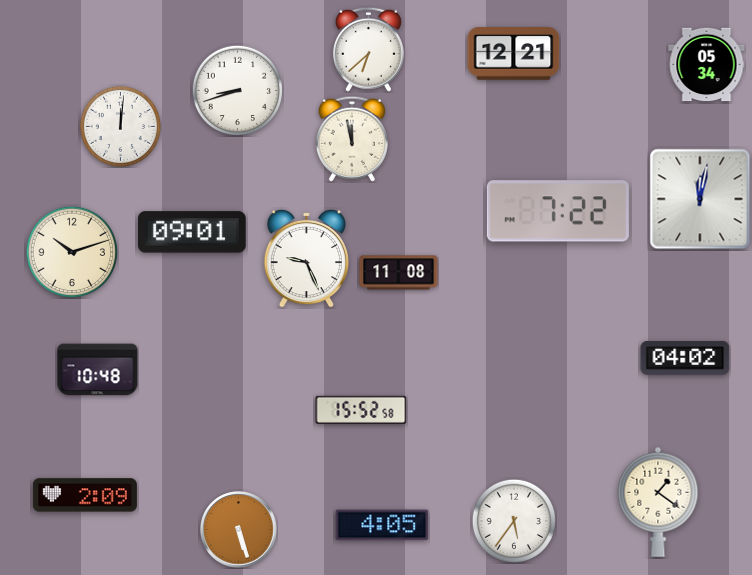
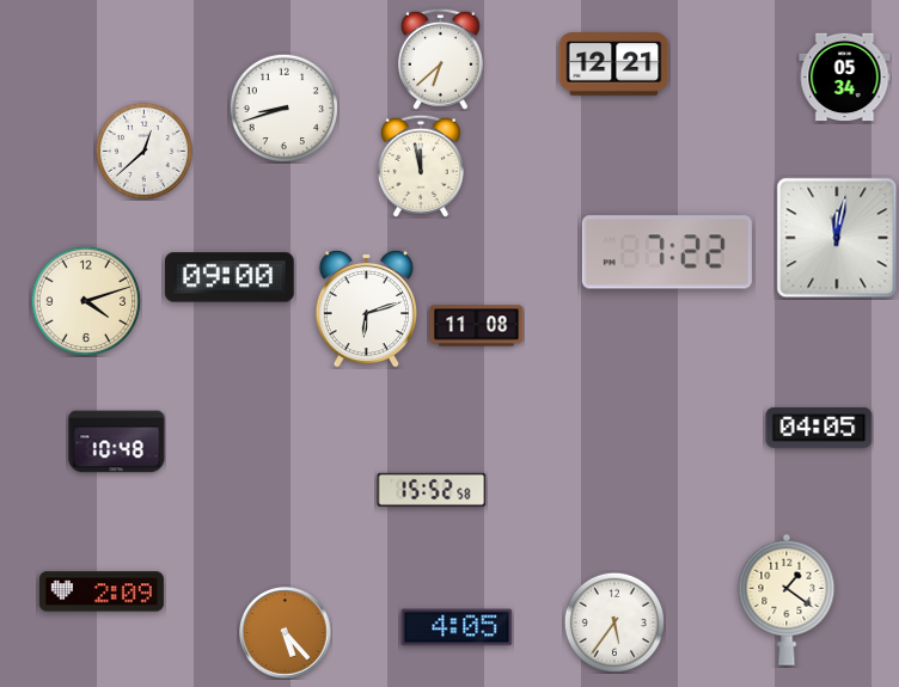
clock at (120, 126): 12:01 -> 12:38
clock at (192, 232): 09:01 -> 09:00
clock at (72, 252): 10:12 -> 4:12
clock at (306, 258): 9:26 -> 6:12
clock at (685, 358): 04:02 -> 04:05
clock at (239, 530): 5:27 -> 5:23
